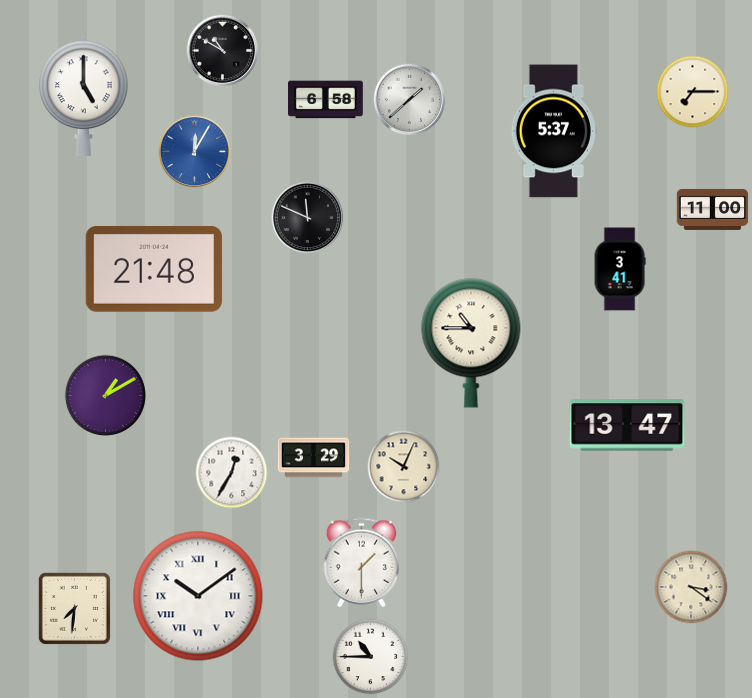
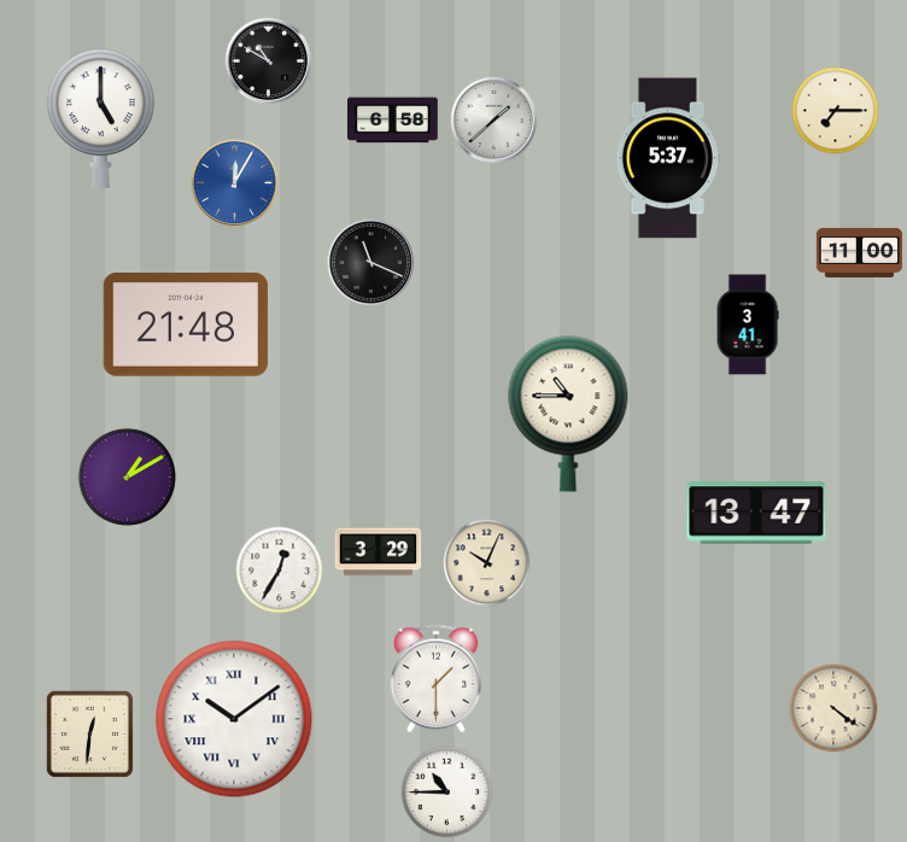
clock at (308, 218): 11:49 -> 11:19
clock at (691, 587): 3:21 -> 4:21
clock at (198, 596) position: (198, 596) -> (234, 719)
clock at (74, 608): 7:31 -> 12:31
